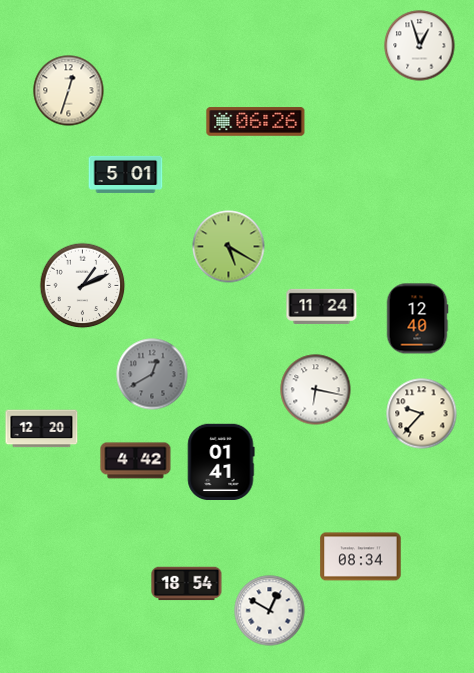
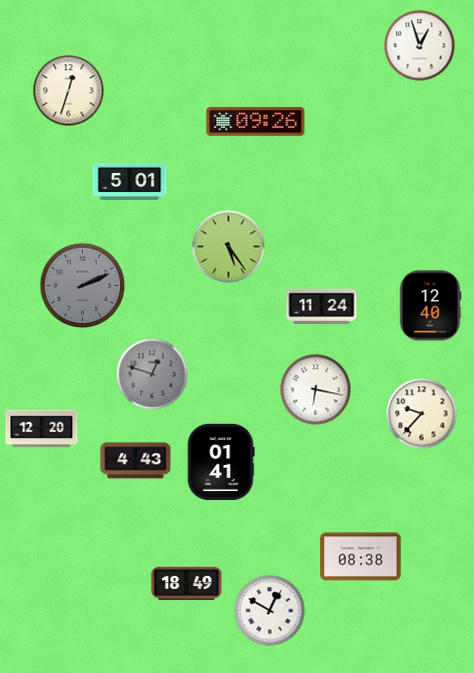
clock at (256, 122): 06:26 -> 09:26
clock at (126, 174) position: (126, 174) -> (130, 181)
clock at (229, 247): 5:20 -> 5:24
clock at (83, 286): 1:11 -> 2:11
clock at (83, 286) dial: white -> grey
clock at (417, 319) position: (417, 319) -> (430, 306)
clock at (152, 374): 12:40 -> 12:48
clock at (136, 461): 4:42 -> 4:43
clock at (361, 557): 08:34 -> 08:38
clock at (187, 584): 18:54 -> 18:49
